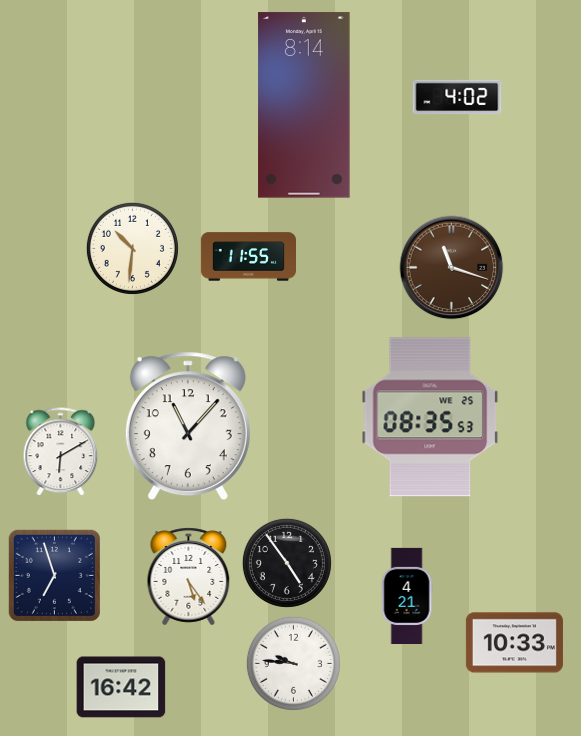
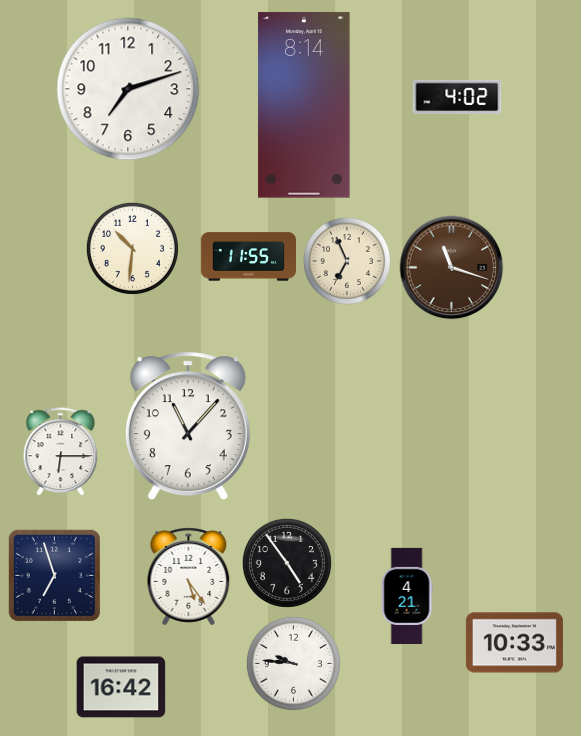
clock at (128, 89): none -> 7:12
clock at (347, 261): none -> 6:56
clock at (430, 417): 08:35 -> none
clock at (61, 451): 6:10 -> 6:15
